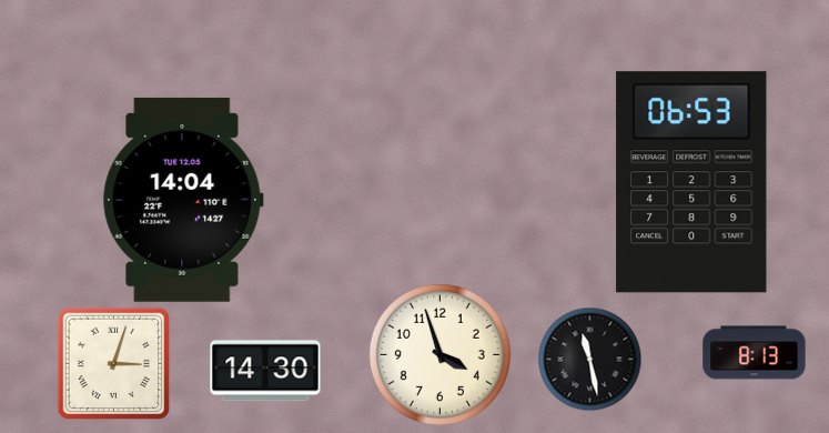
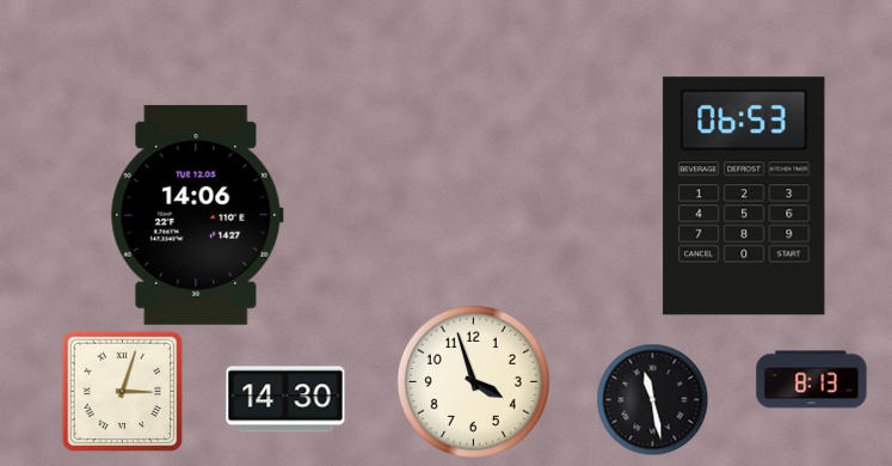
clock at (183, 200): 14:04 -> 14:06
clock at (589, 359) position: (589, 359) -> (652, 399)
